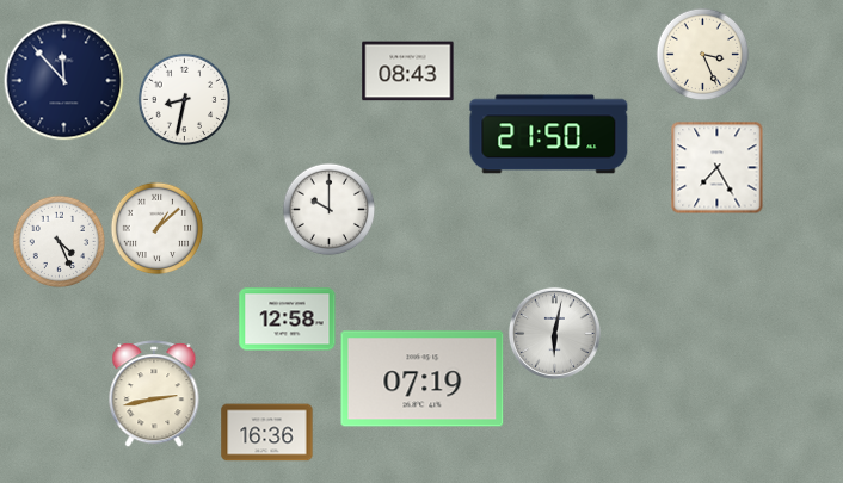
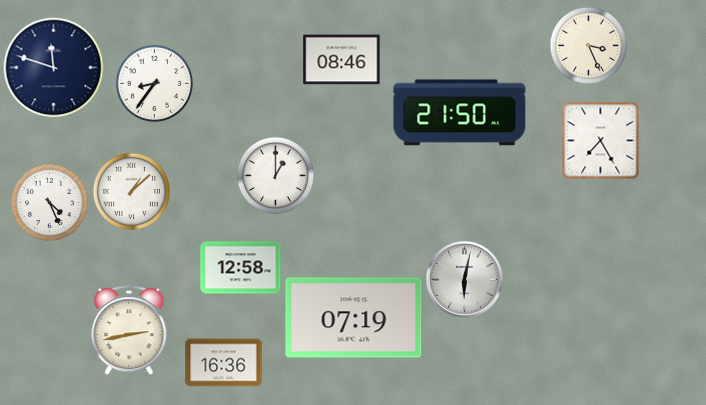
clock at (408, 72): 08:43 -> 08:46
clock at (64, 81): 11:53 -> 11:48
clock at (184, 99): 8:32 -> 8:36
clock at (328, 209): 10:00 -> 1:00
